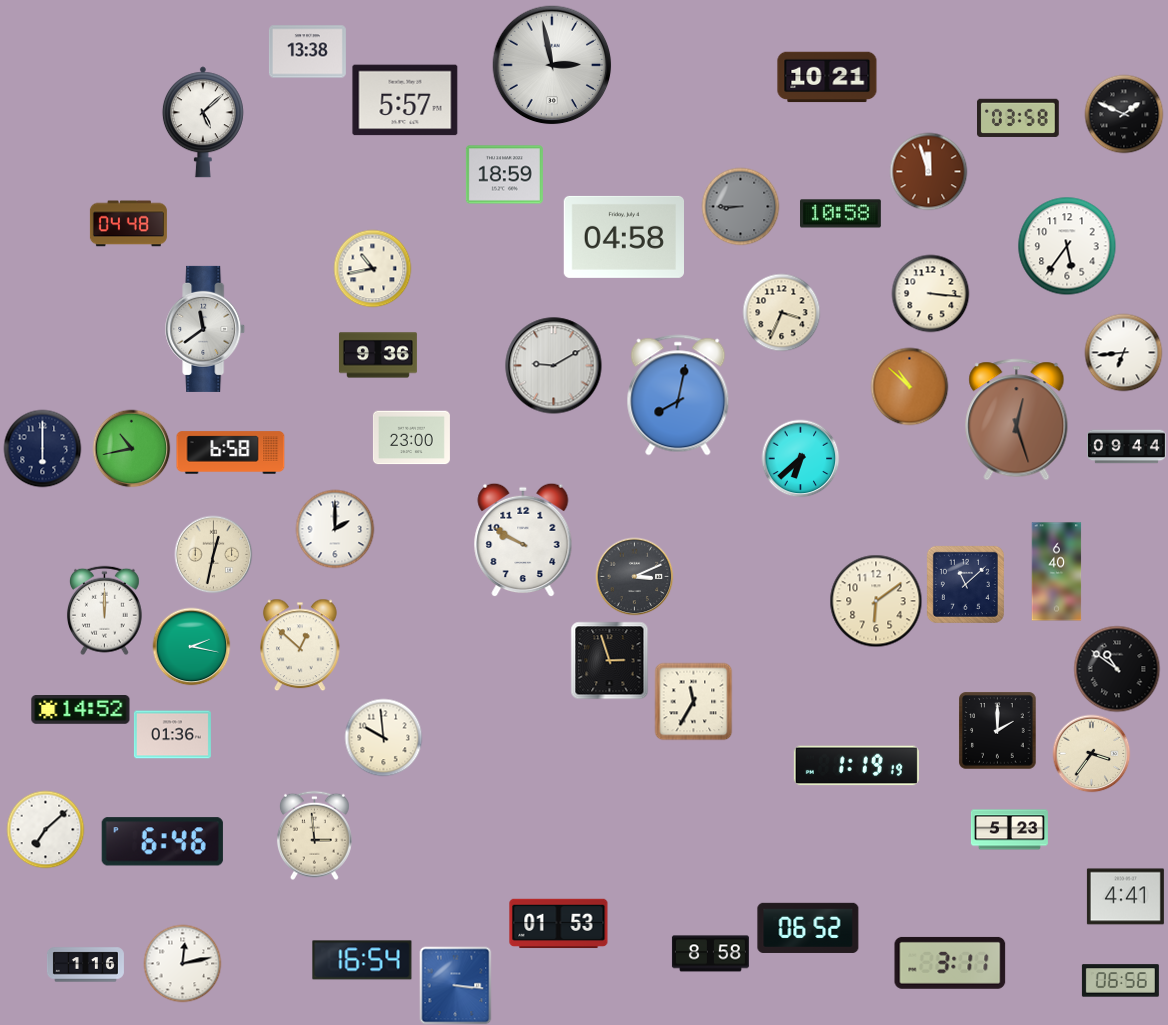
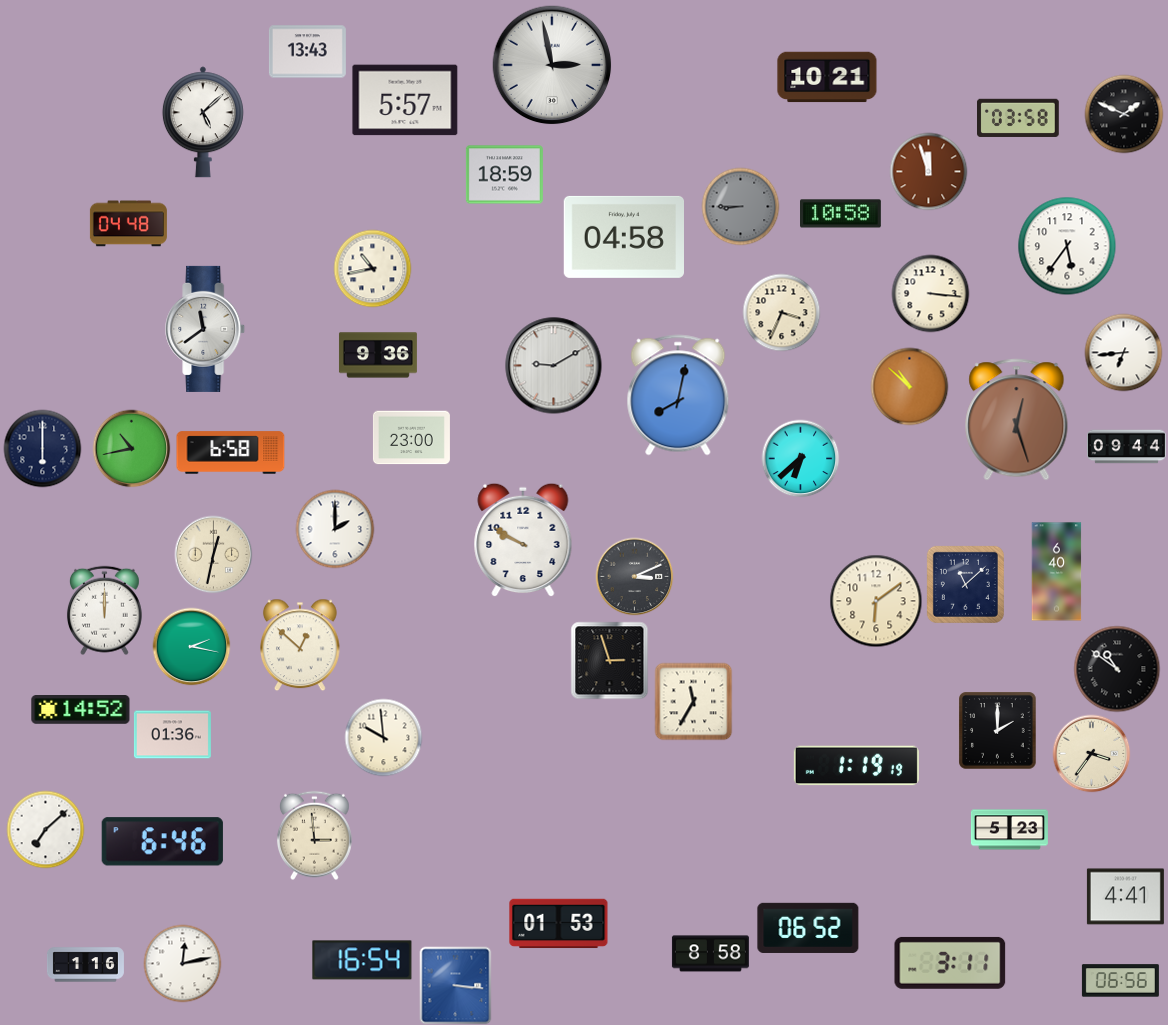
clock at (307, 52): 13:38 -> 13:43
